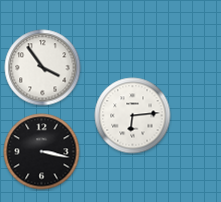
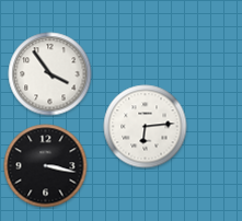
clock at (43, 68) position: (43, 68) -> (50, 74)
